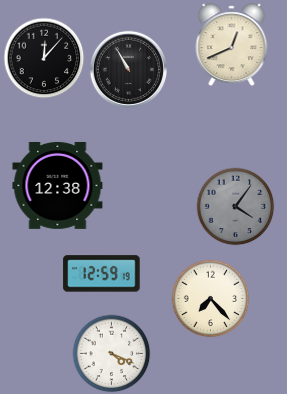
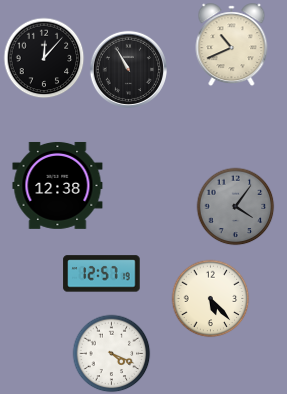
clock at (232, 45): 12:41 -> 10:41
clock at (102, 274): 12:59 -> 12:57
clock at (210, 298): 7:23 -> 5:23
